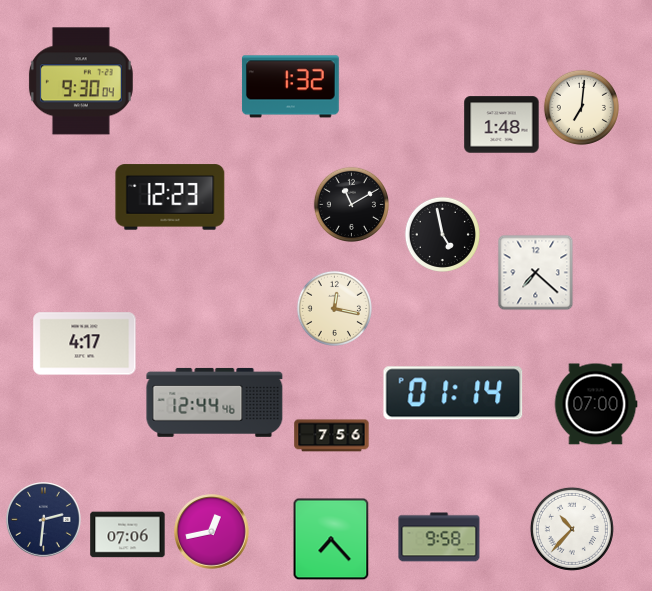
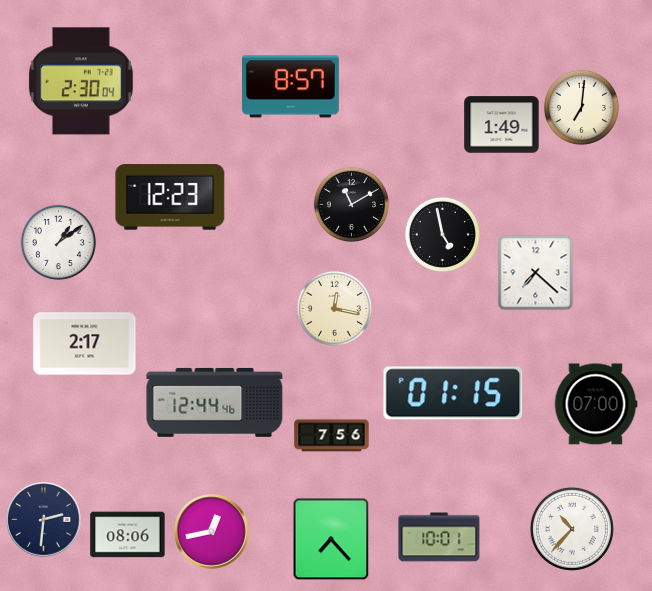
clock at (81, 81): 9:30 -> 2:30
clock at (290, 87): 1:32 -> 8:57
clock at (502, 125): 1:48 -> 1:49
clock at (58, 242): none -> 1:09
clock at (85, 344): 4:17 -> 2:17
clock at (453, 393): 01:14 -> 01:15
clock at (128, 535): 07:06 -> 08:06
clock at (439, 537): 9:58 -> 10:01
